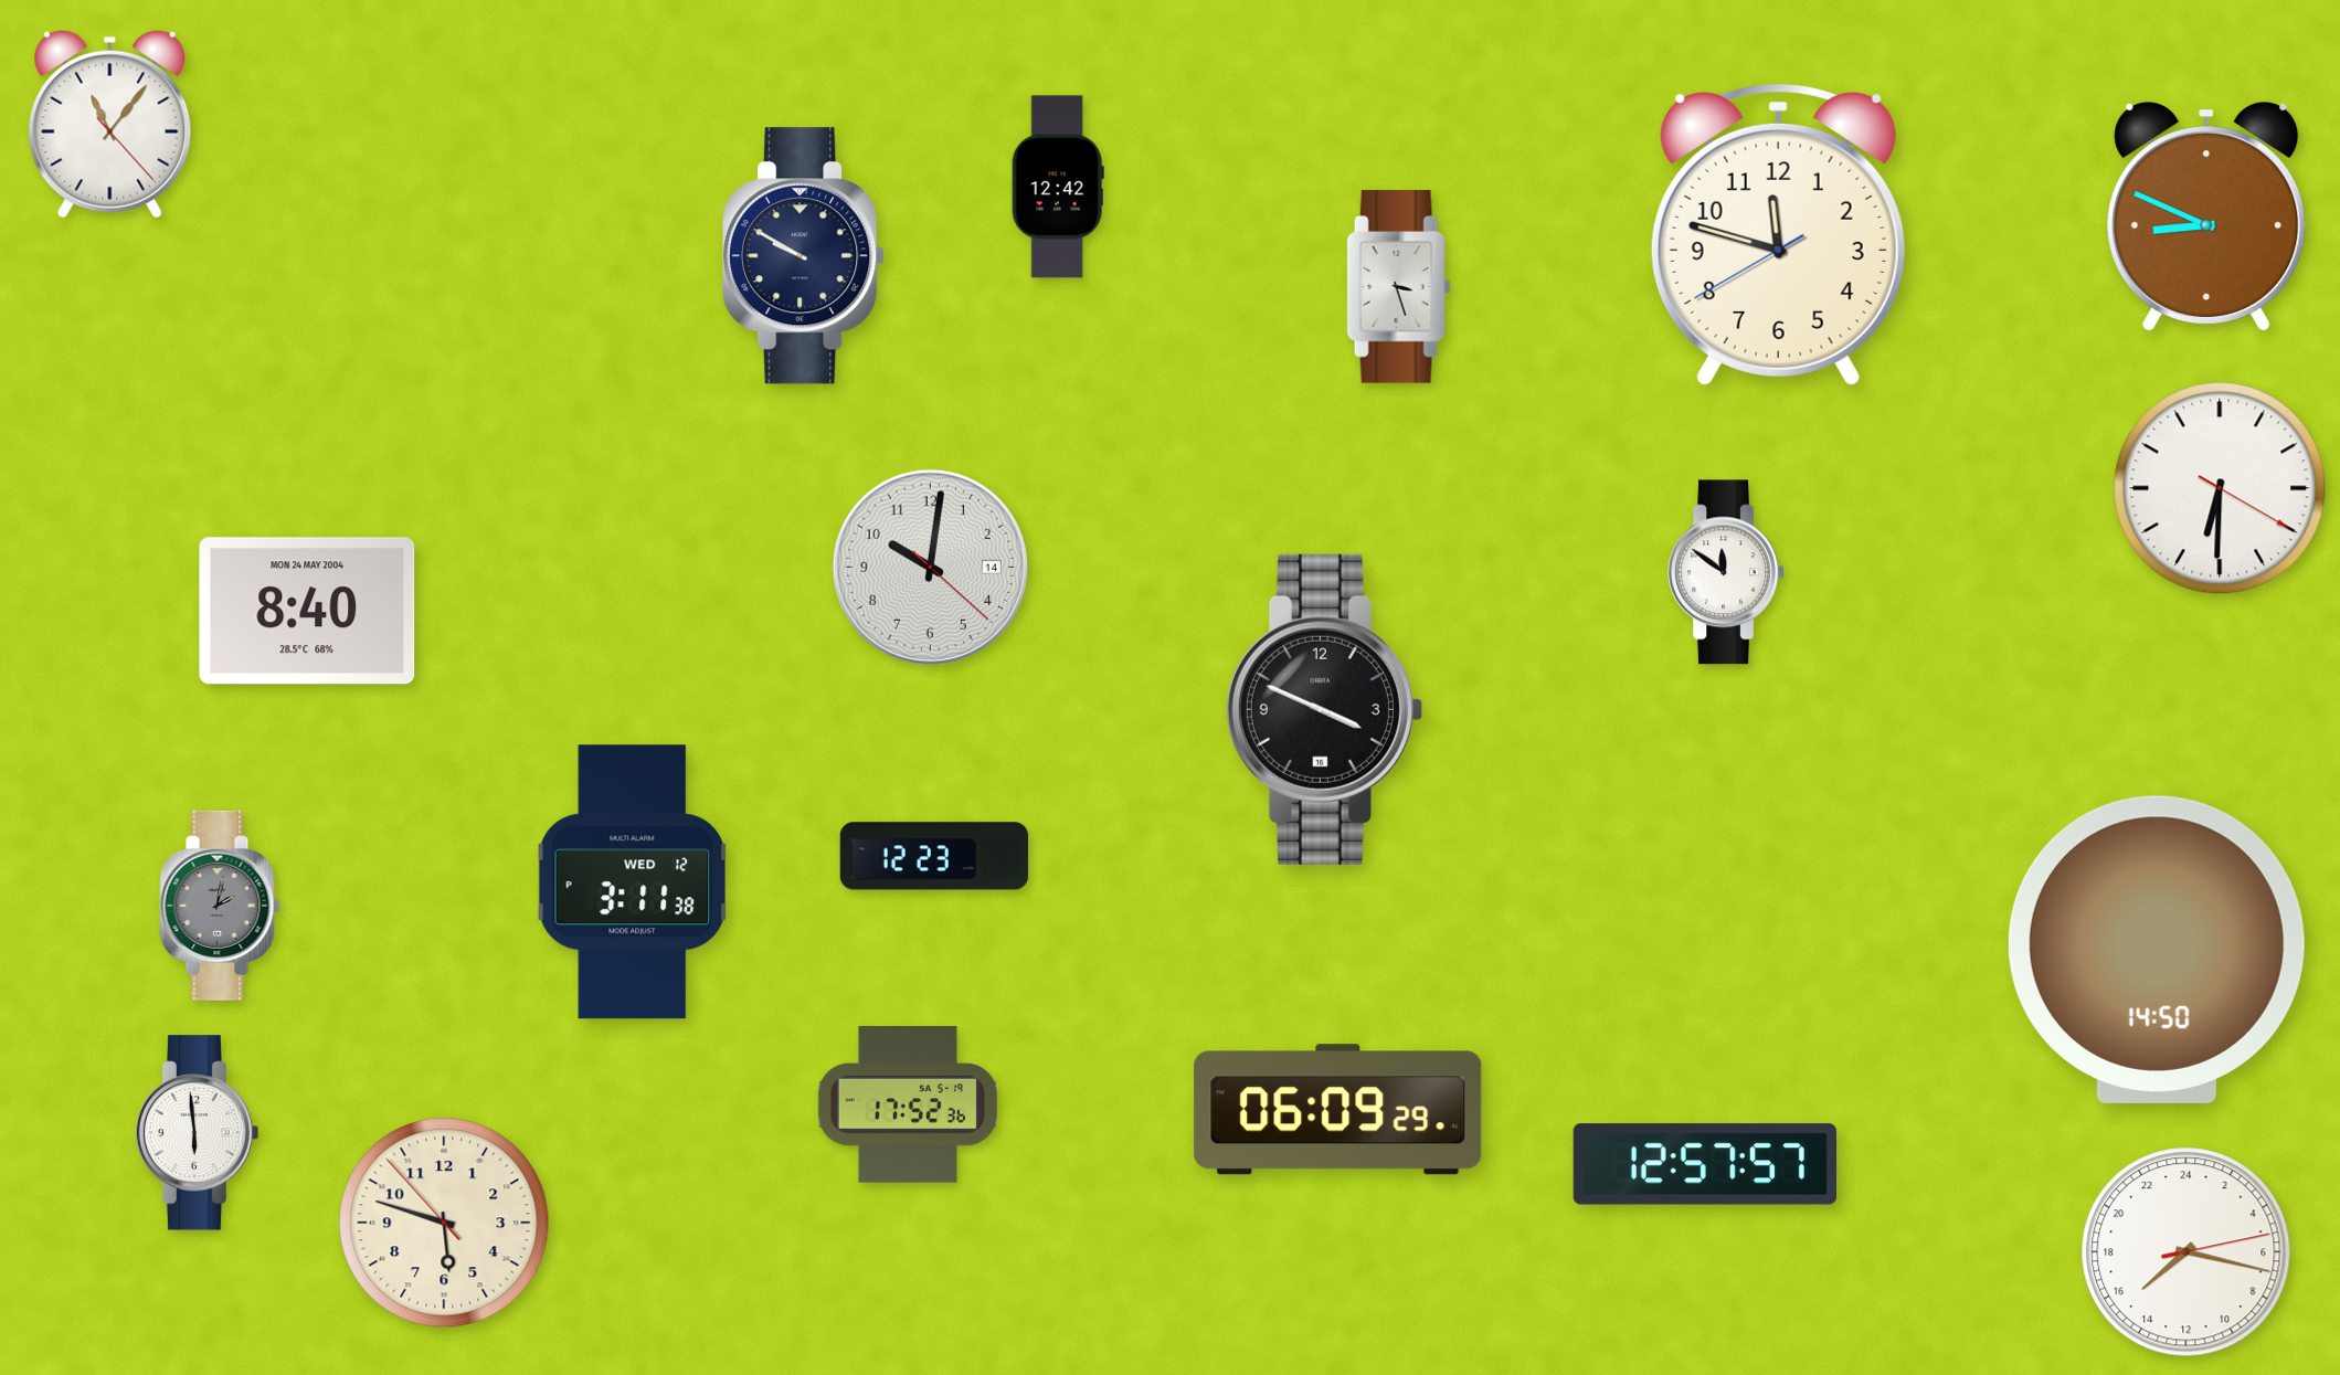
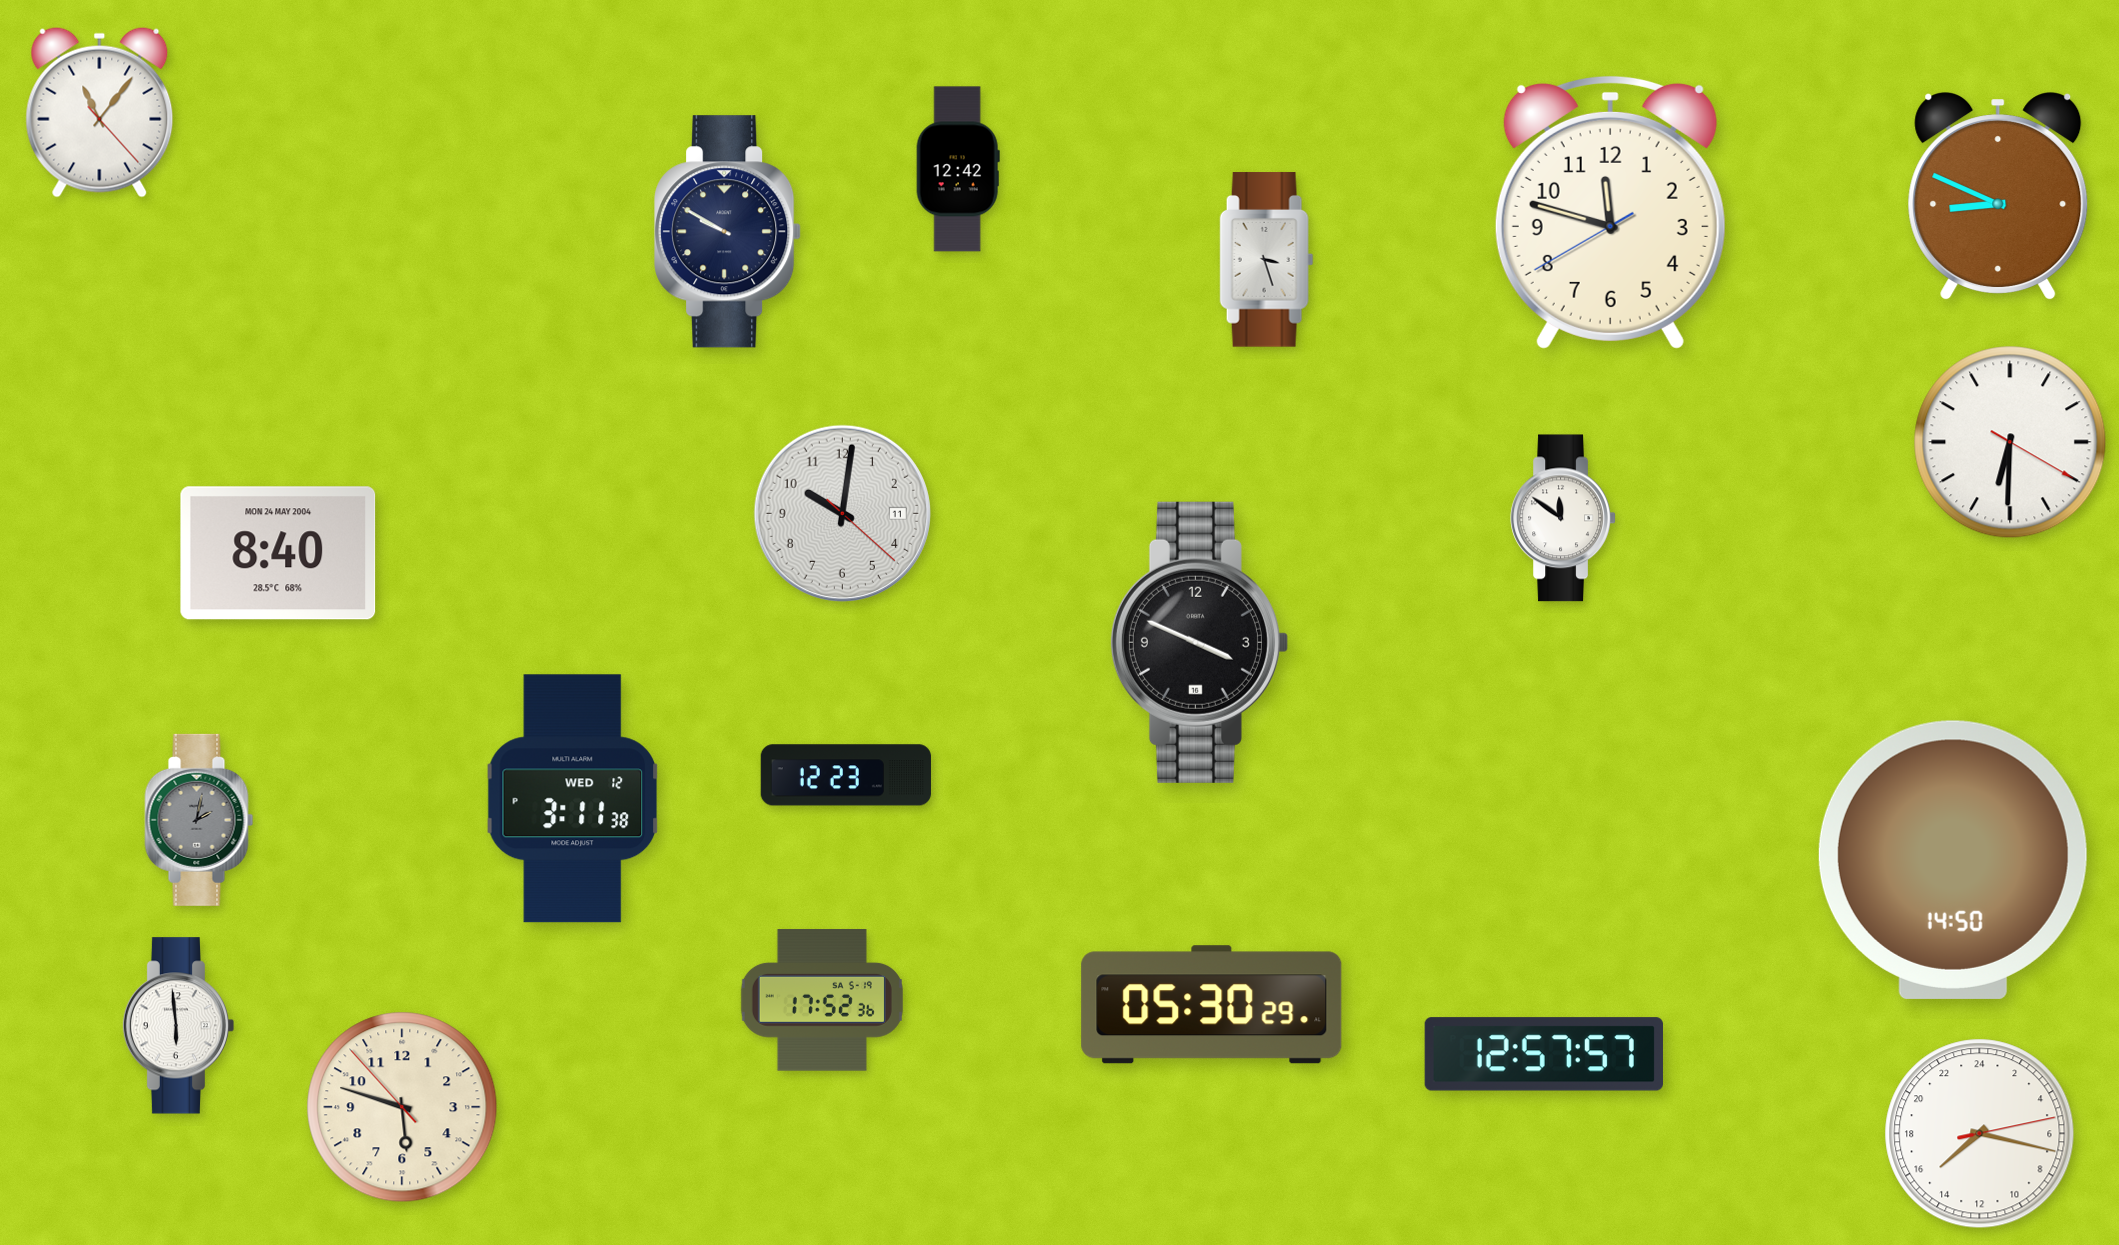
clock at (930, 567) date: 14 -> 11
clock at (1338, 1110): 06:09 -> 05:30
